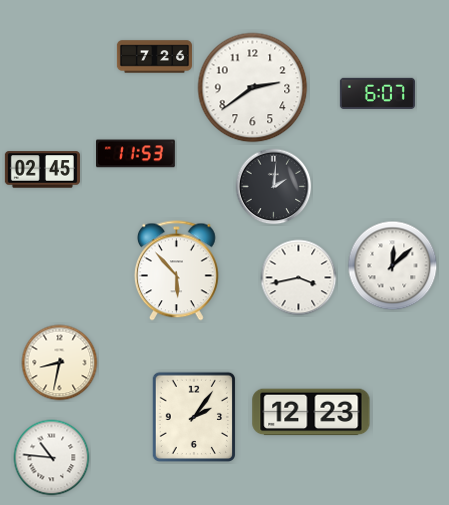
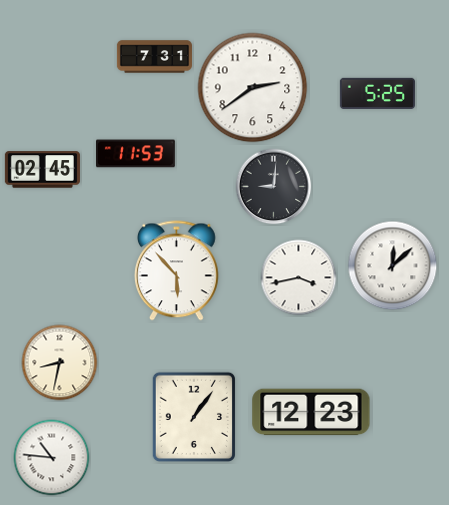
clock at (154, 57): 7:26 -> 7:31
clock at (377, 93): 6:07 -> 5:25
clock at (274, 187): 2:01 -> 9:01
clock at (193, 416): 2:06 -> 1:06
